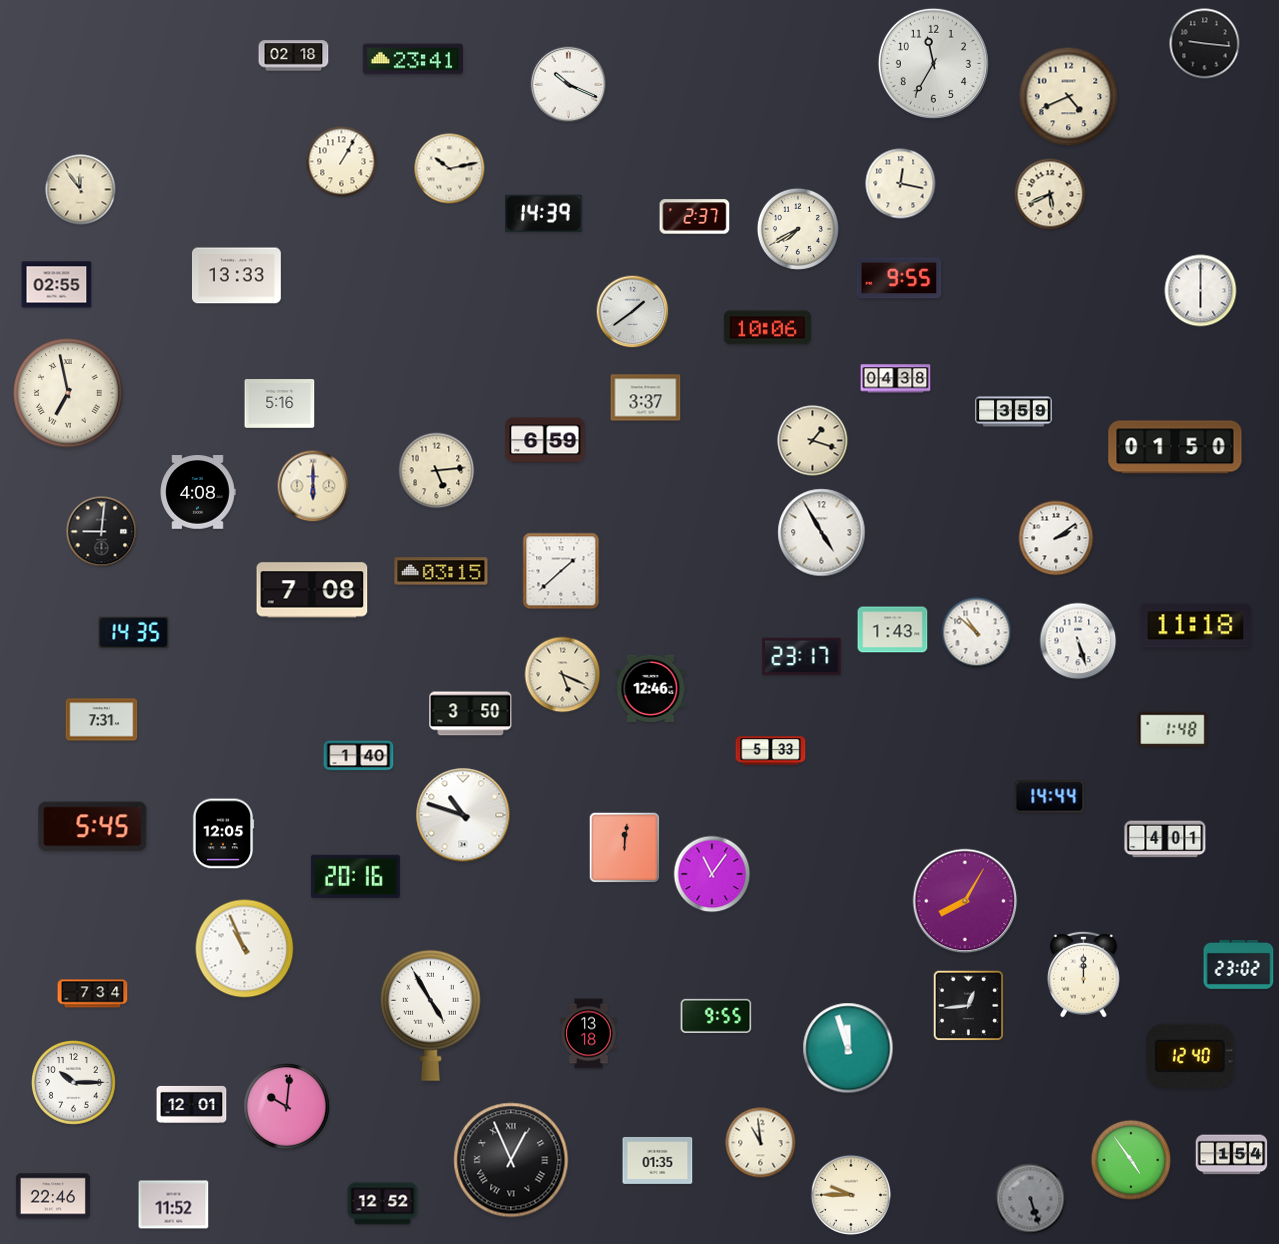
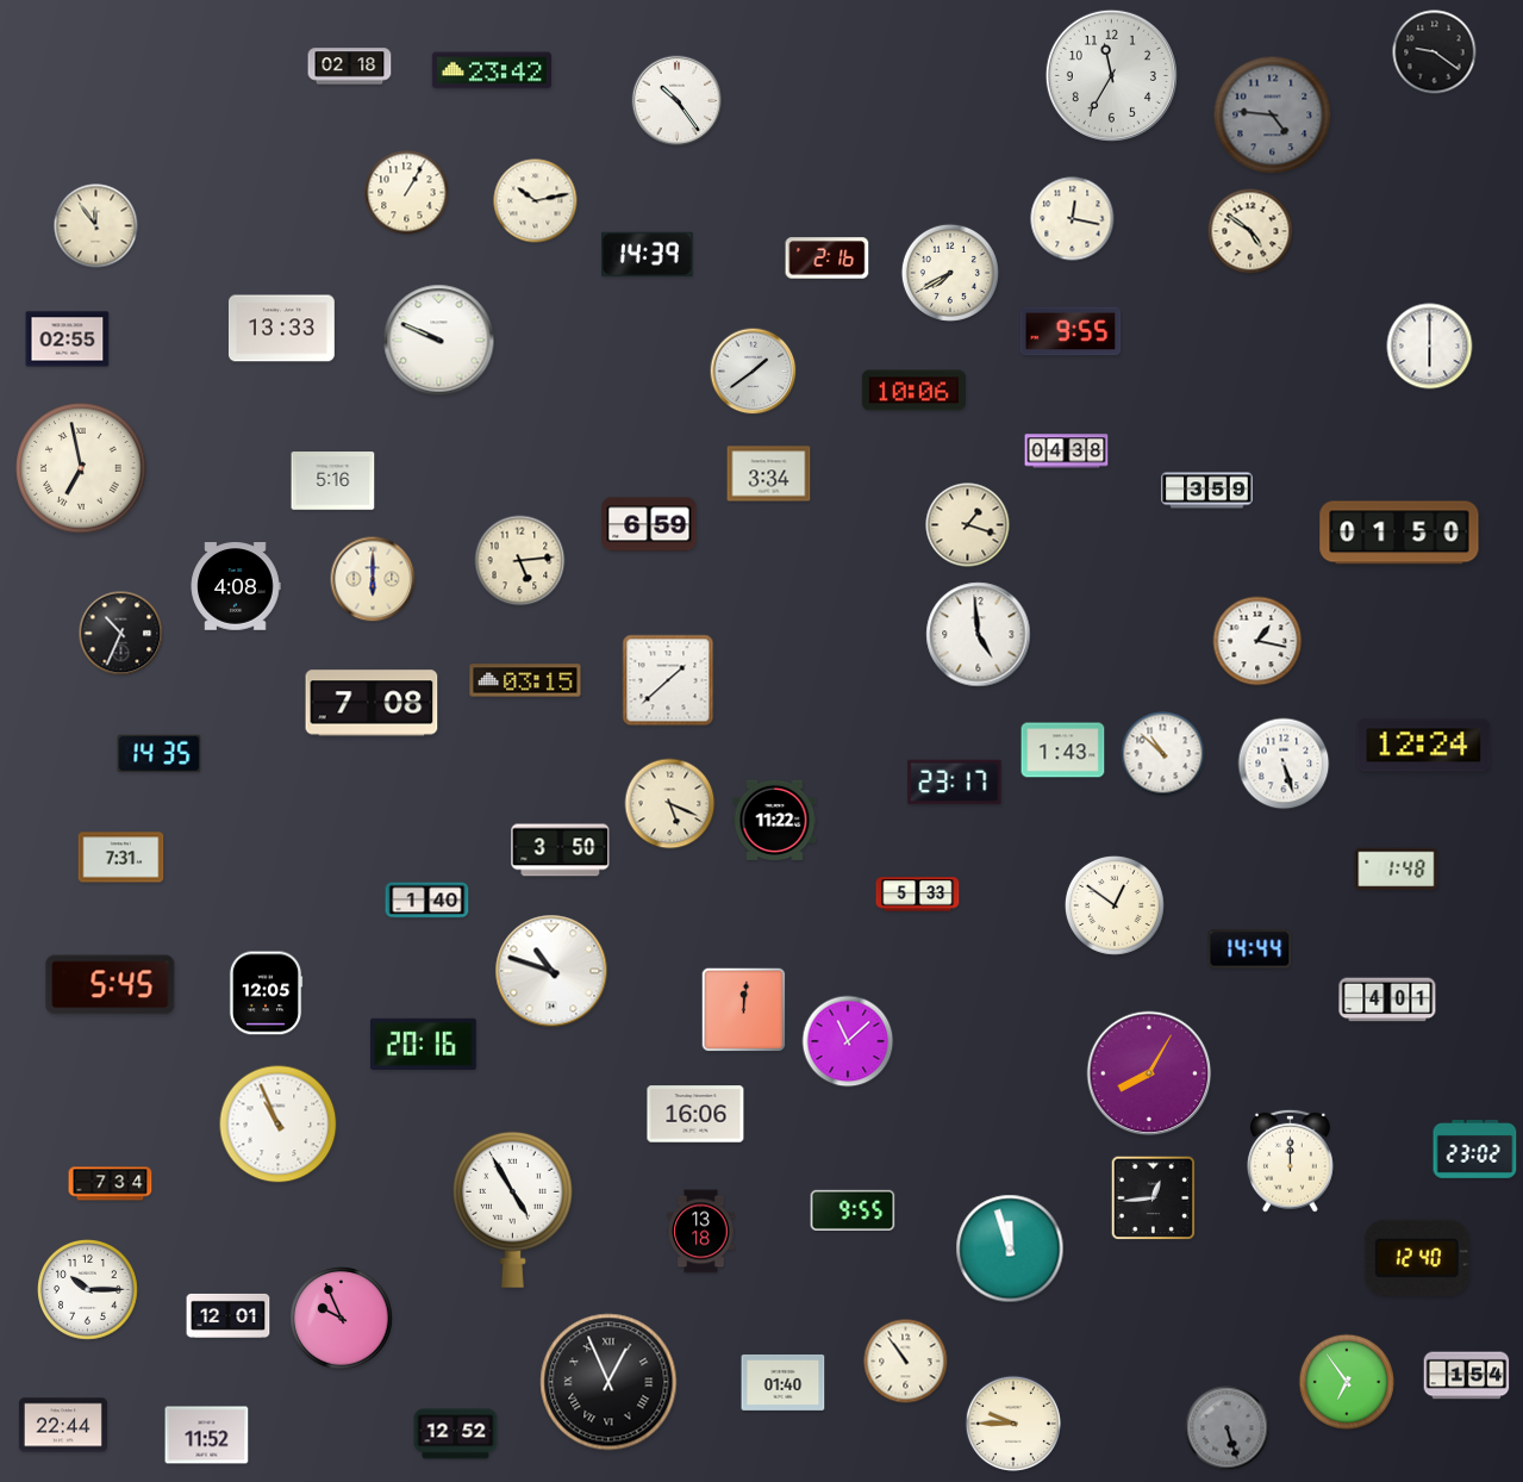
clock at (1205, 44): 9:16 -> 9:21
clock at (412, 59): 23:41 -> 23:42
clock at (569, 85): 10:19 -> 10:24
clock at (1069, 97): 4:41 -> 4:46
clock at (1069, 97) dial: cream -> grey
clock at (1050, 194): 5:41 -> 4:51
clock at (695, 217): 2:37 -> 2:16
clock at (439, 341): none -> 9:49
clock at (646, 398): 3:37 -> 3:34
clock at (102, 532): 9:01 -> 10:34
clock at (822, 533): 4:55 -> 4:59
clock at (1056, 538): 2:09 -> 1:17
clock at (1196, 626): 11:18 -> 12:24
clock at (651, 688): 12:46 -> 11:22
clock at (1115, 905): none -> 12:51
clock at (712, 874): 11:06 -> 11:08
clock at (695, 1114): none -> 16:06
clock at (245, 949) position: (245, 949) -> (279, 1125)
clock at (287, 1107): 10:01 -> 9:56
clock at (761, 1143): 10:59 -> 10:54
clock at (658, 1160): 01:35 -> 01:40
clock at (1131, 1160): 4:54 -> 6:54
clock at (53, 1196): 22:46 -> 22:44
